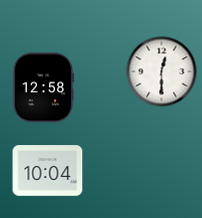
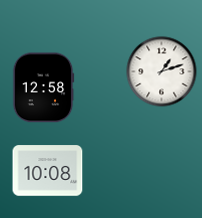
clock at (162, 72): 12:30 -> 1:12
clock at (48, 171): 10:04 -> 10:08
